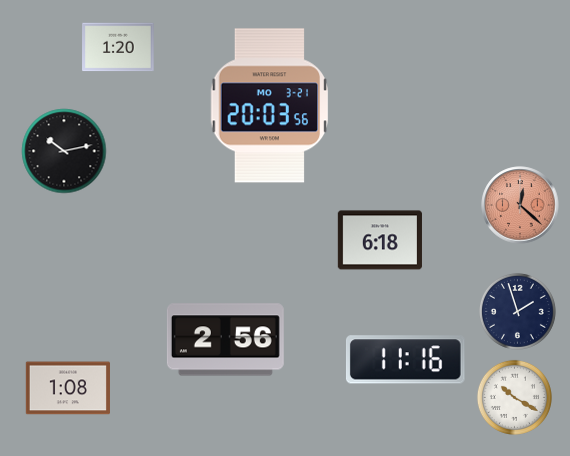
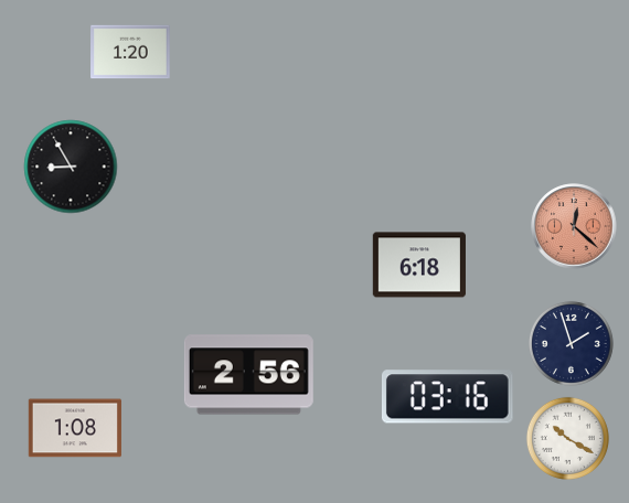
clock at (270, 106): 20:03 -> none
clock at (64, 151): 10:13 -> 8:55
clock at (405, 360): 11:16 -> 03:16
